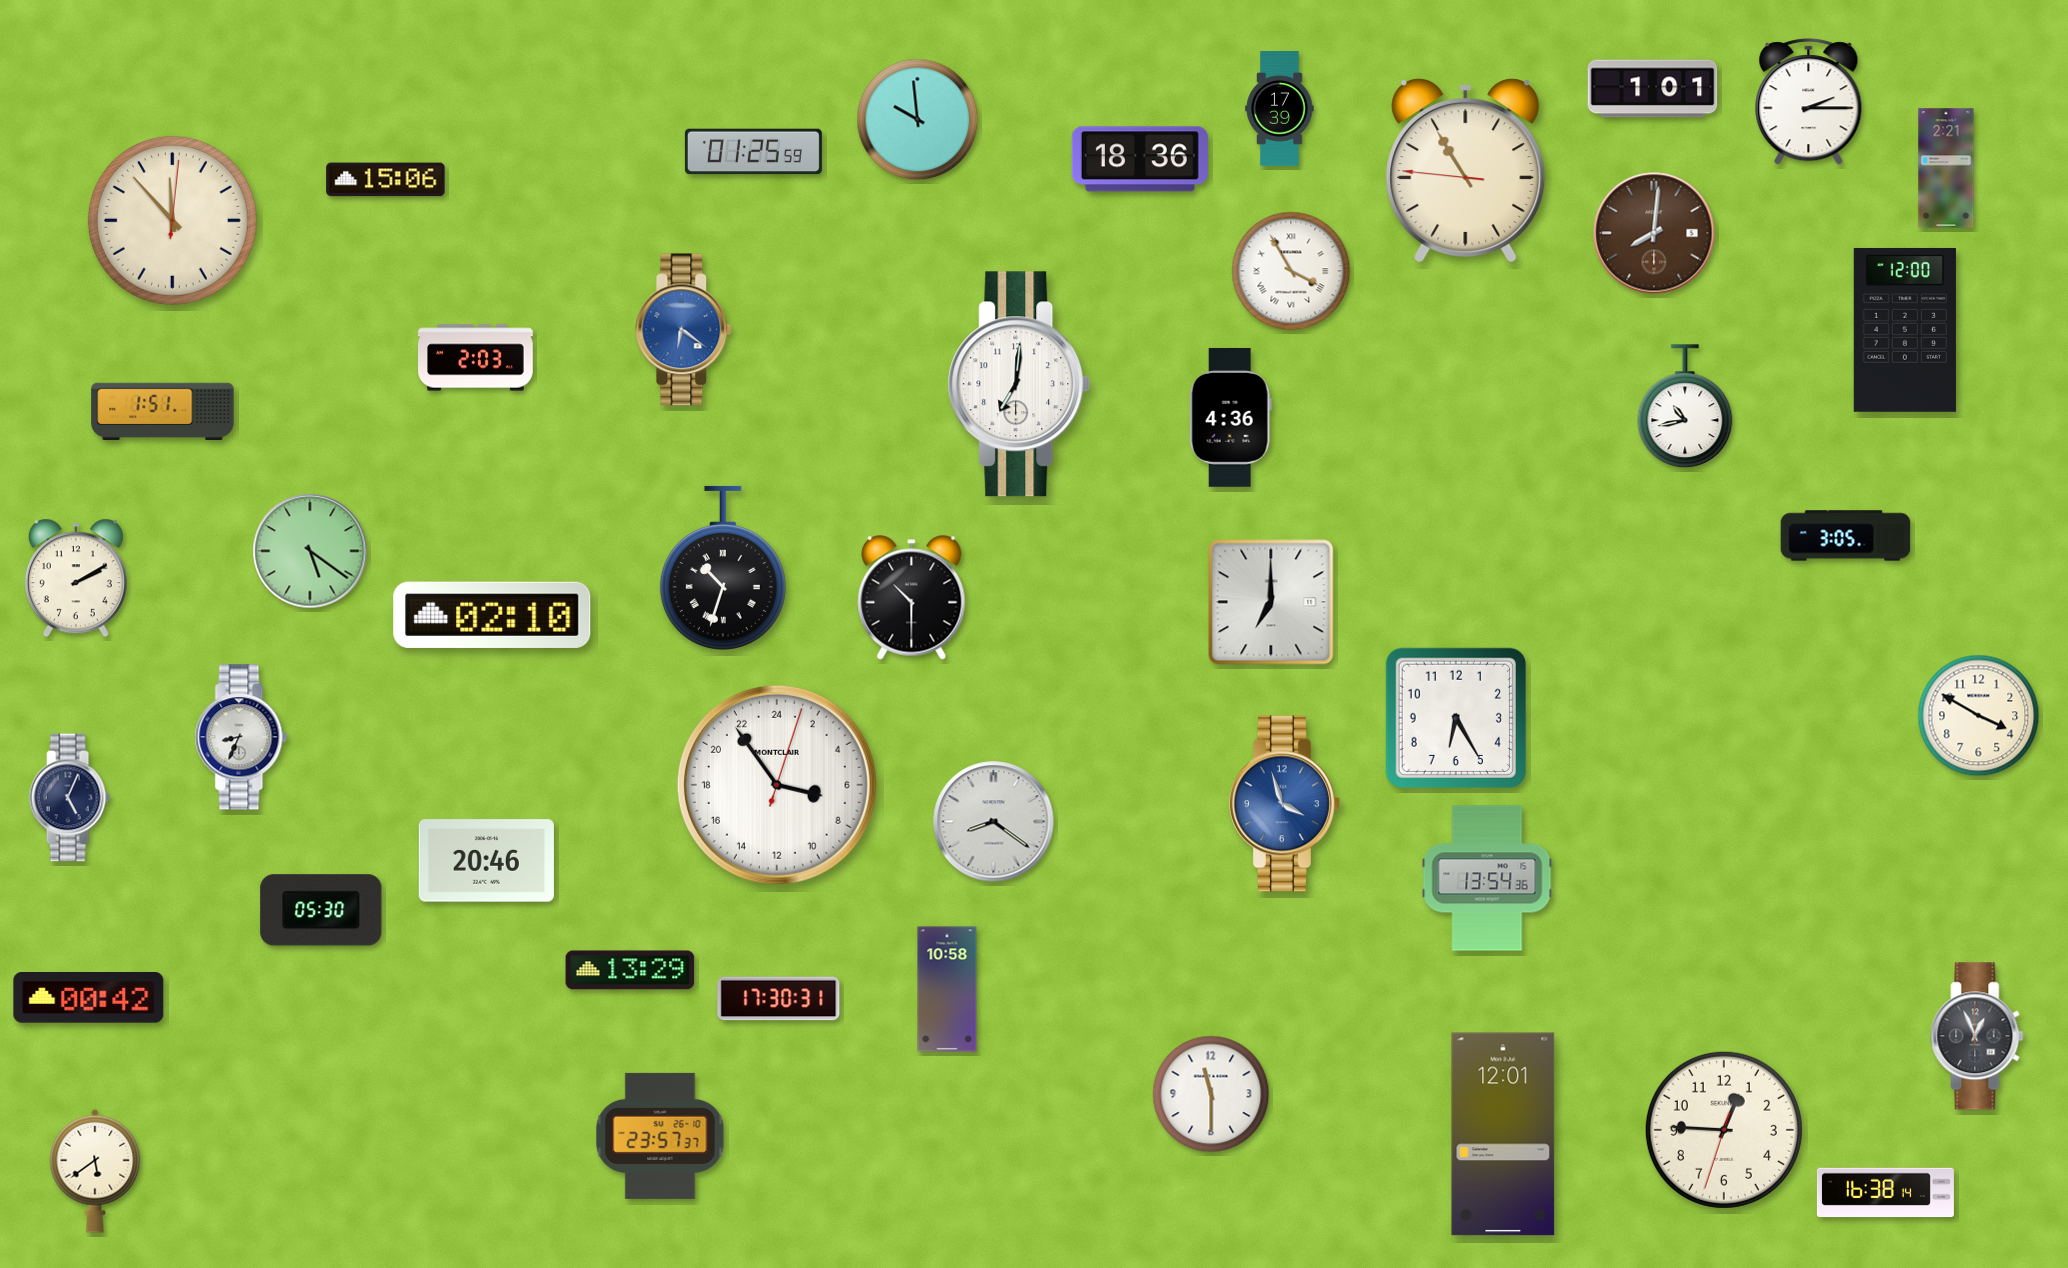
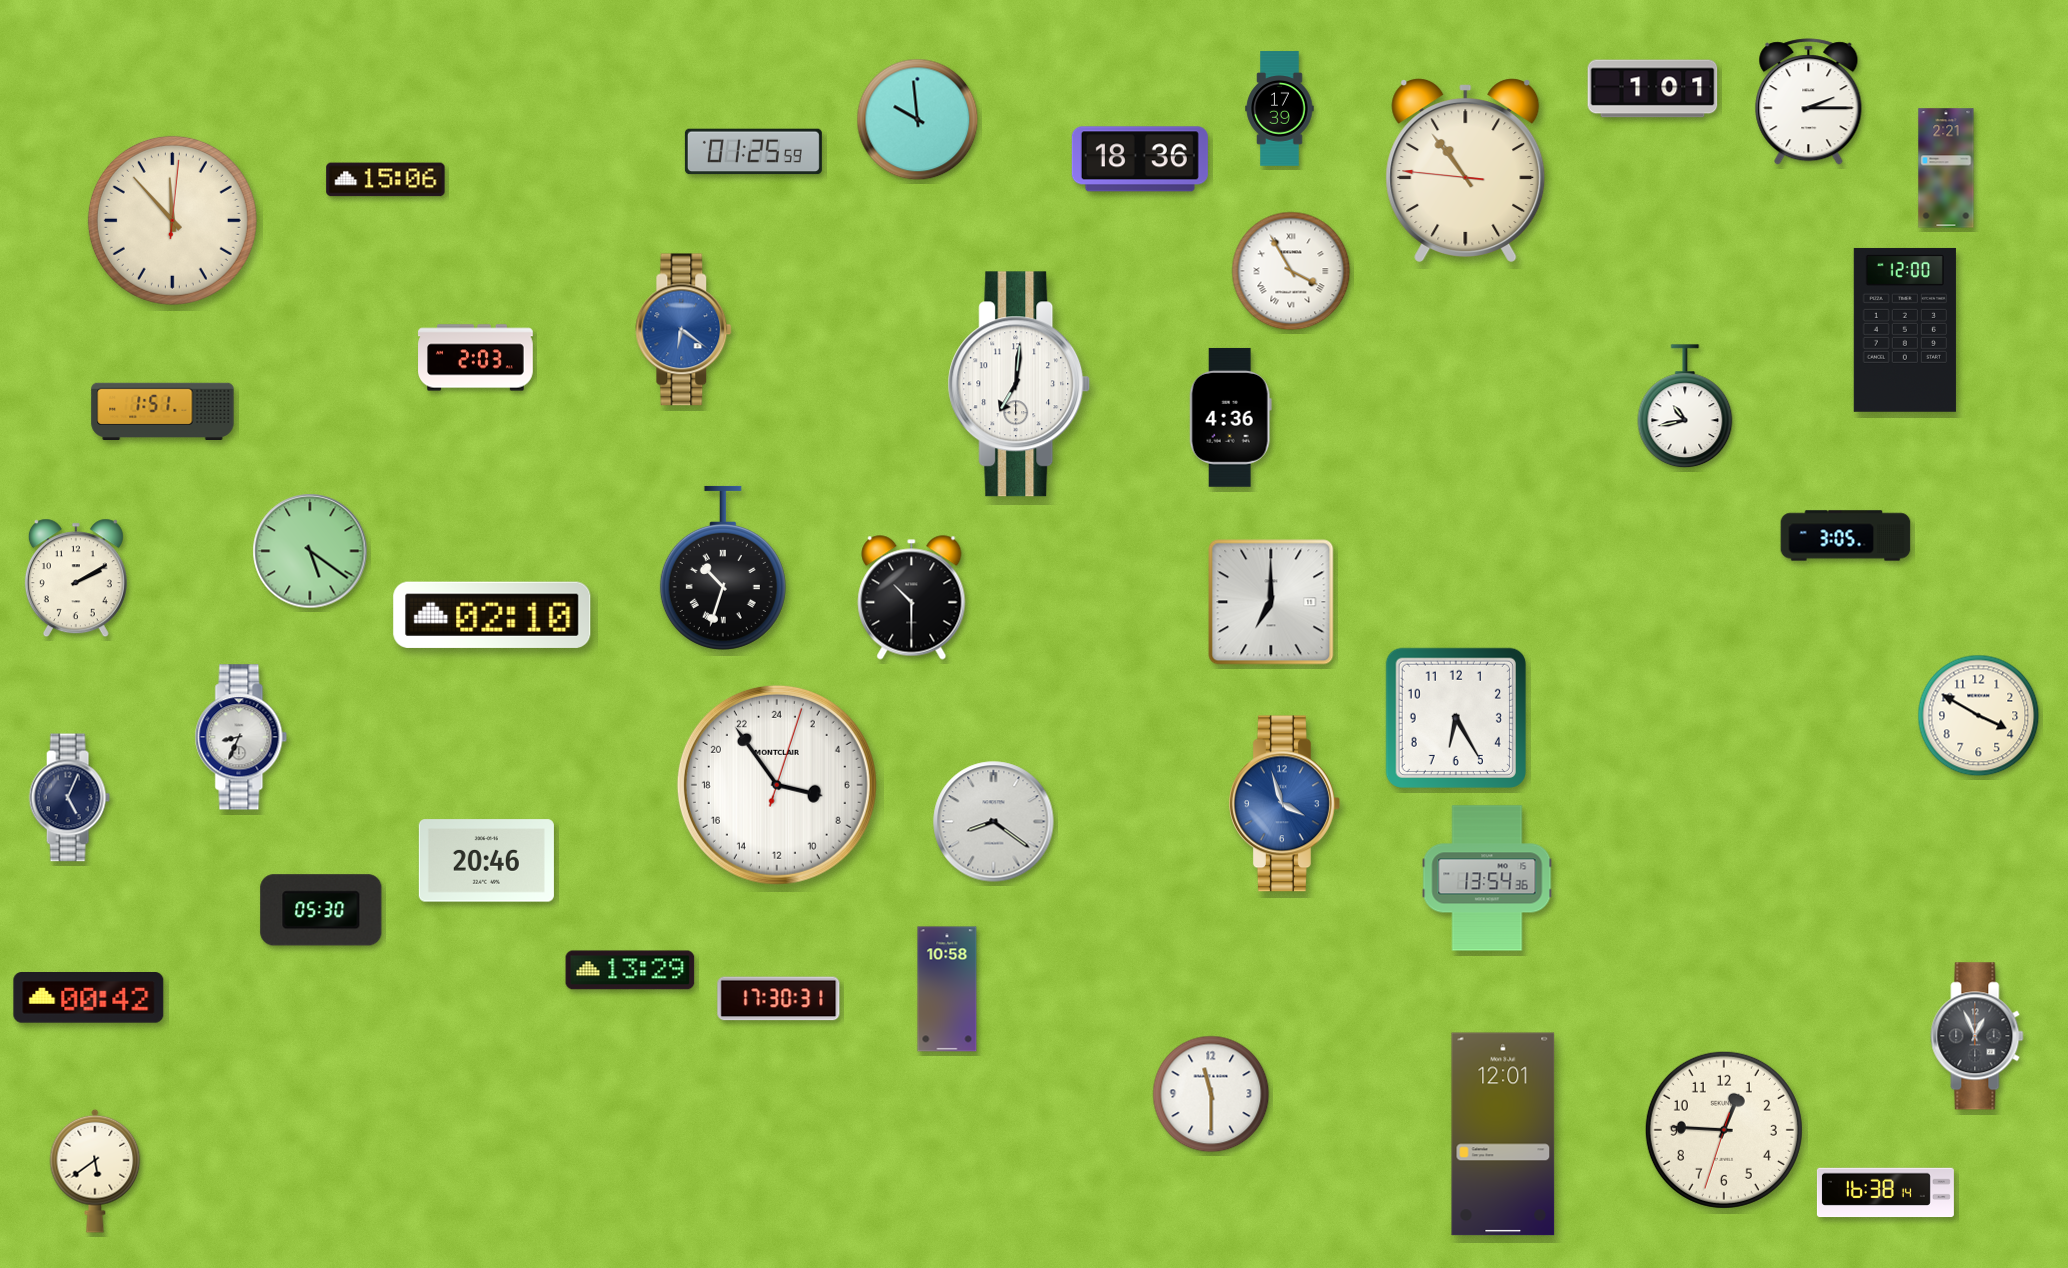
clock at (1466, 170): 10:54 -> 10:53
clock at (1654, 233): 8:01 -> none
clock at (660, 1136): 23:57 -> none
